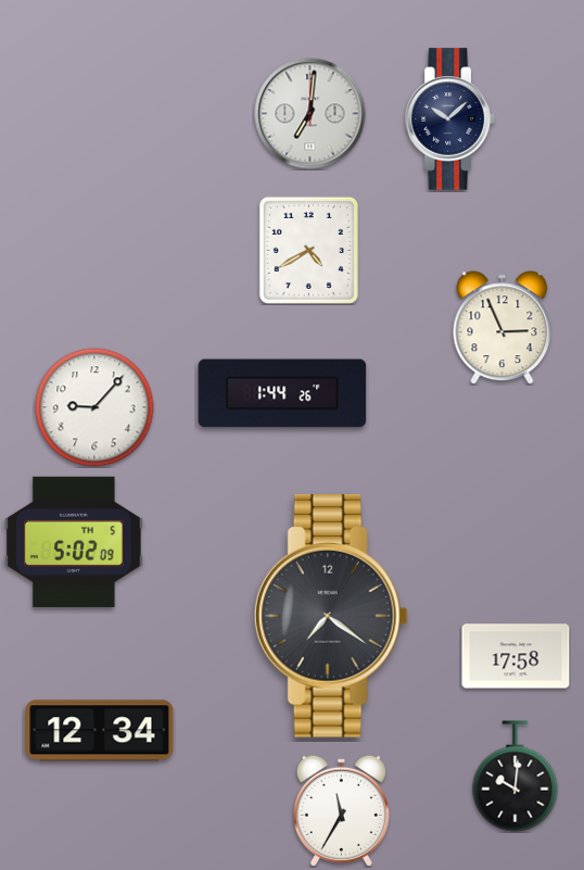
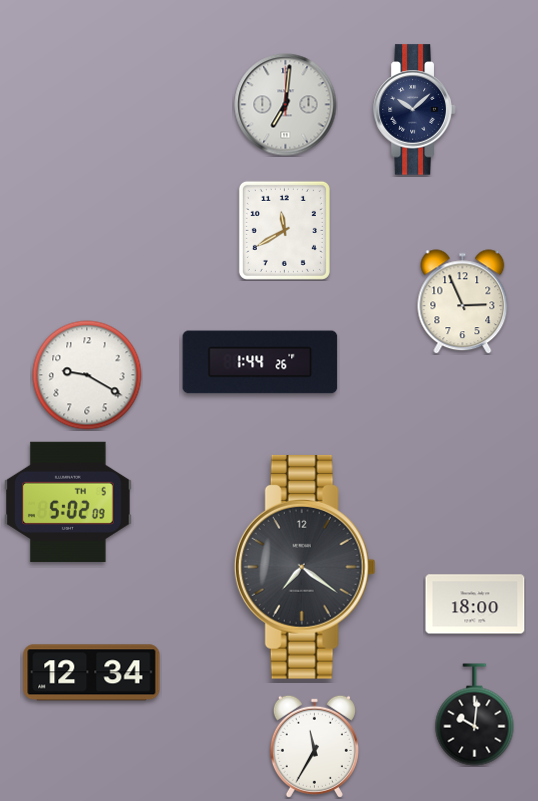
clock at (308, 250): 4:40 -> 11:40
clock at (94, 407): 9:07 -> 9:20
clock at (74, 541) position: (74, 541) -> (68, 501)
clock at (516, 656): 17:58 -> 18:00
